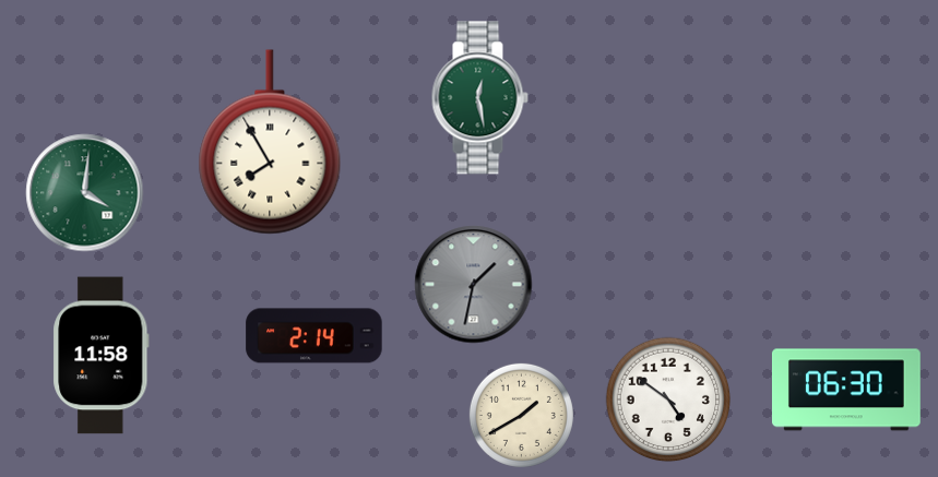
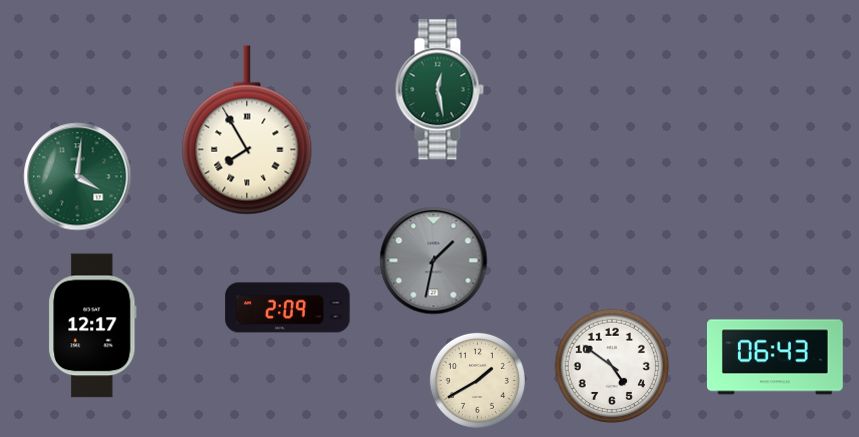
clock at (314, 336): 2:14 -> 2:09
clock at (102, 356): 11:58 -> 12:17
clock at (846, 390): 06:30 -> 06:43
